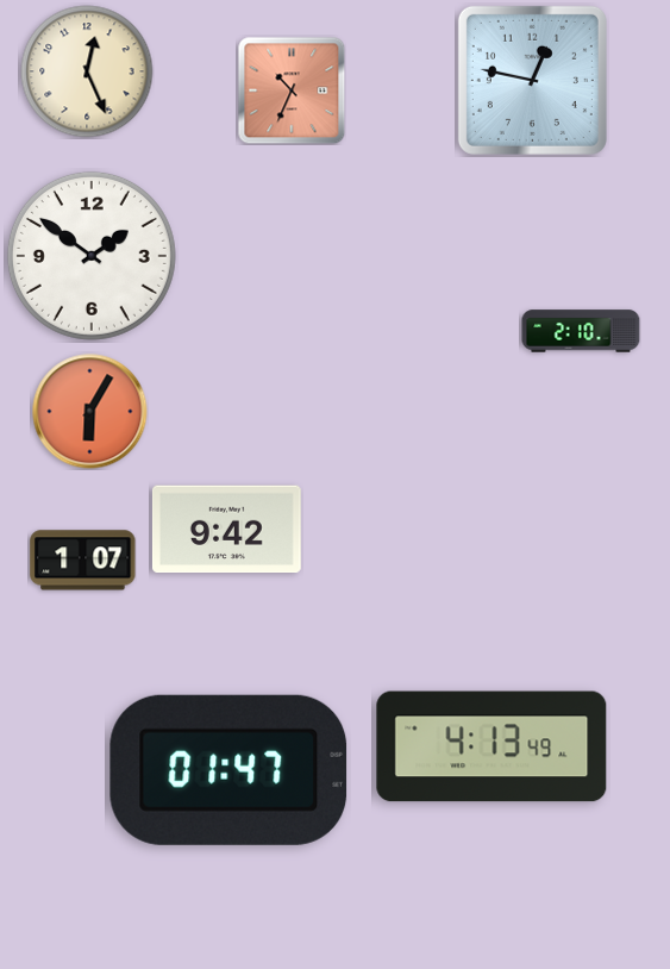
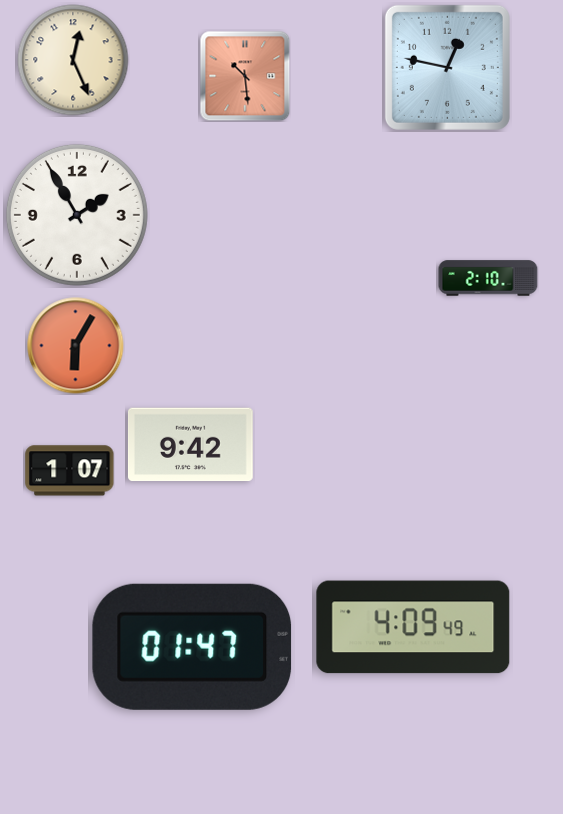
clock at (292, 90): 10:34 -> 10:29
clock at (92, 256): 1:51 -> 1:55
clock at (491, 746): 4:13 -> 4:09
